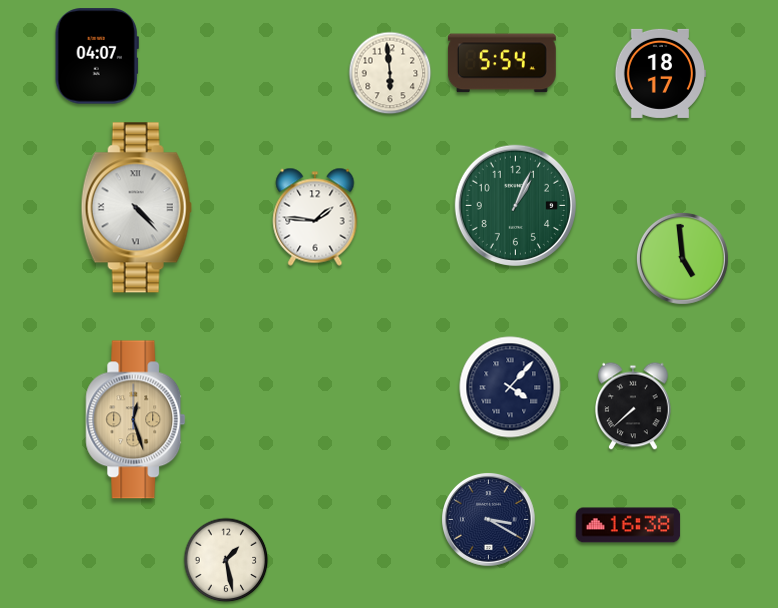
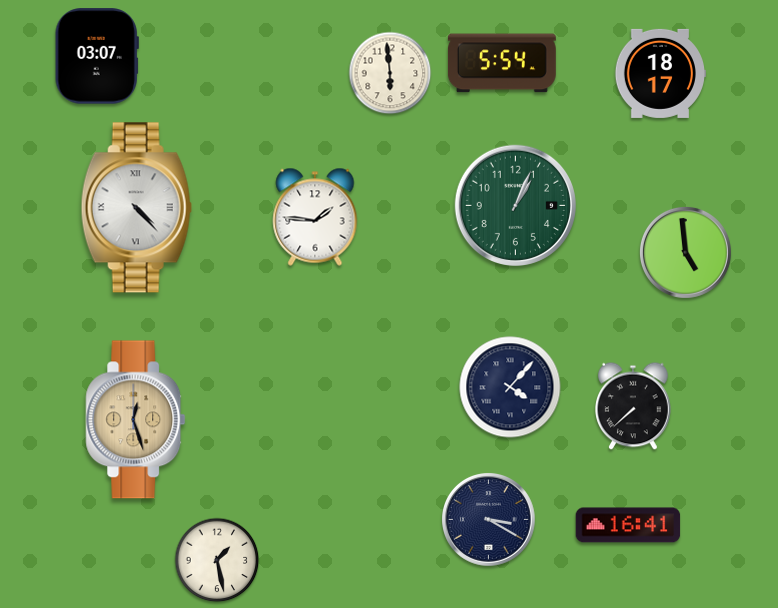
clock at (97, 56): 04:07 -> 03:07
clock at (682, 258) position: (682, 258) -> (685, 252)
clock at (628, 525): 16:38 -> 16:41
clock at (226, 560) position: (226, 560) -> (217, 560)
